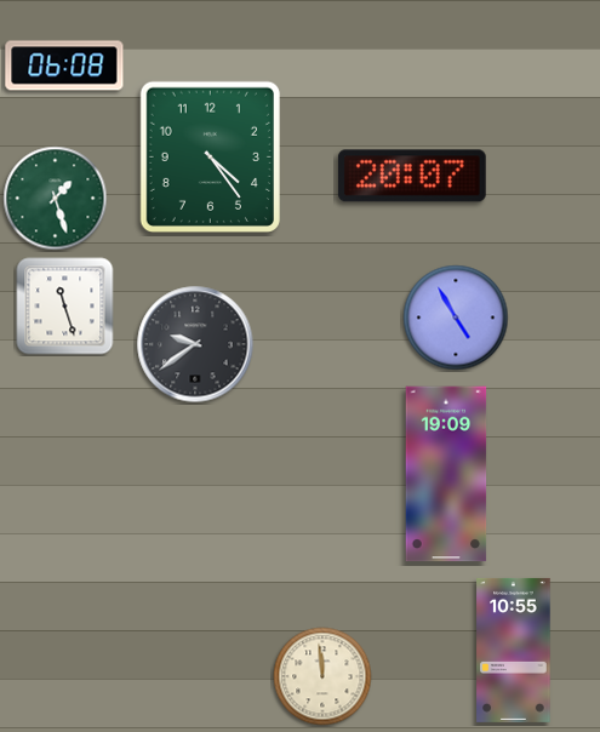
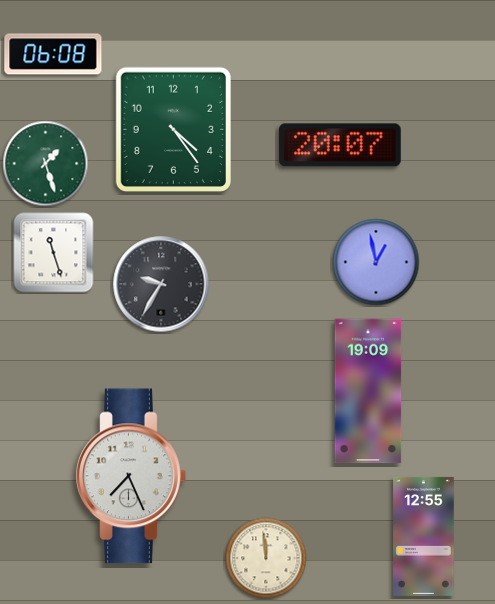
clock at (456, 318): 4:55 -> 12:58
clock at (195, 344): 9:39 -> 9:35
clock at (131, 476): none -> 7:26
clock at (514, 650): 10:55 -> 12:55
